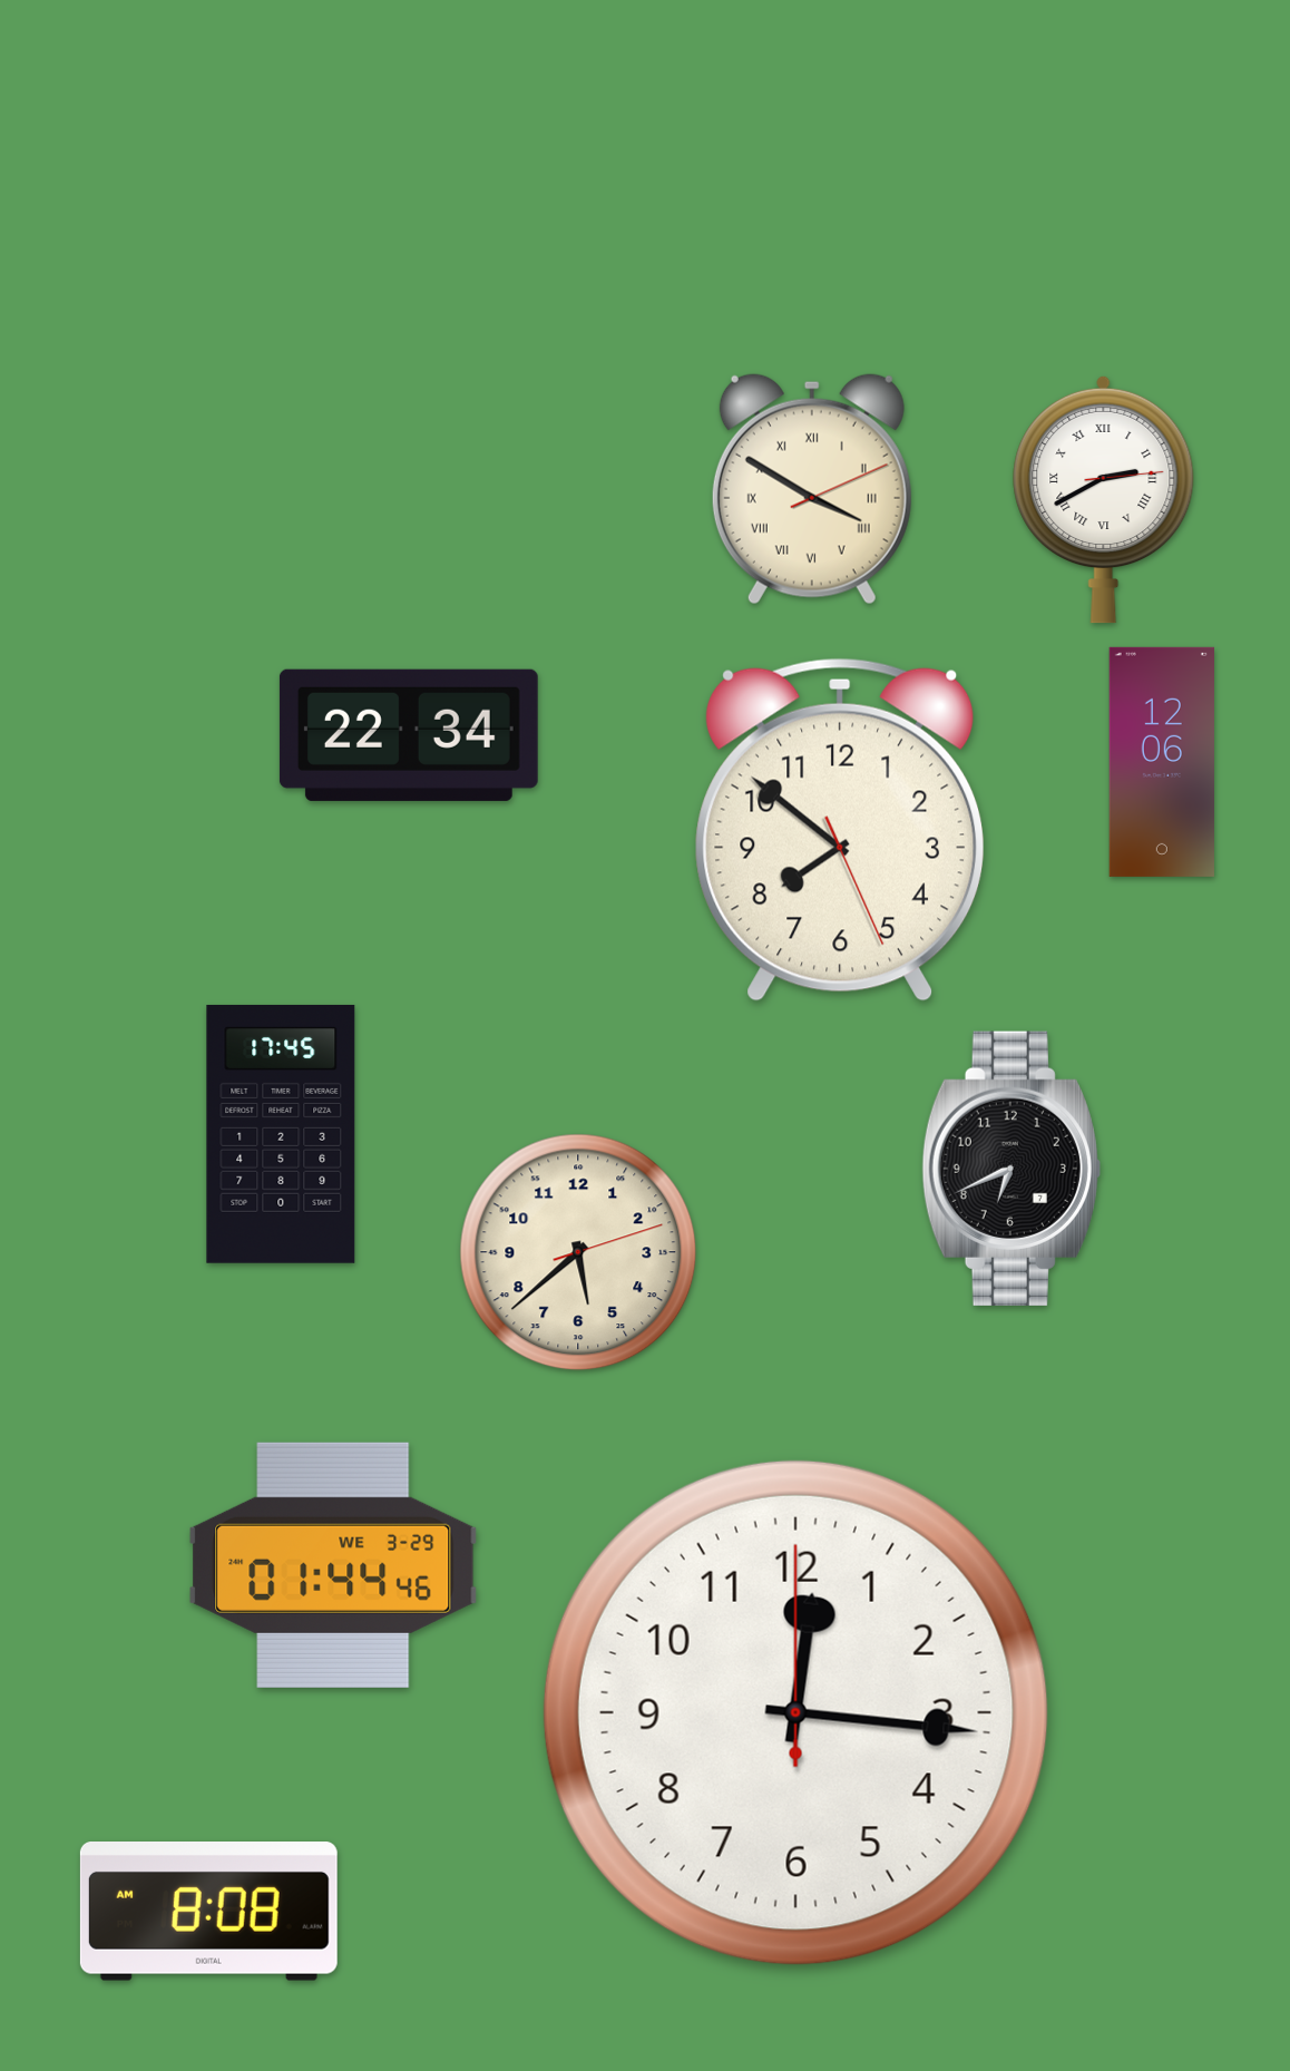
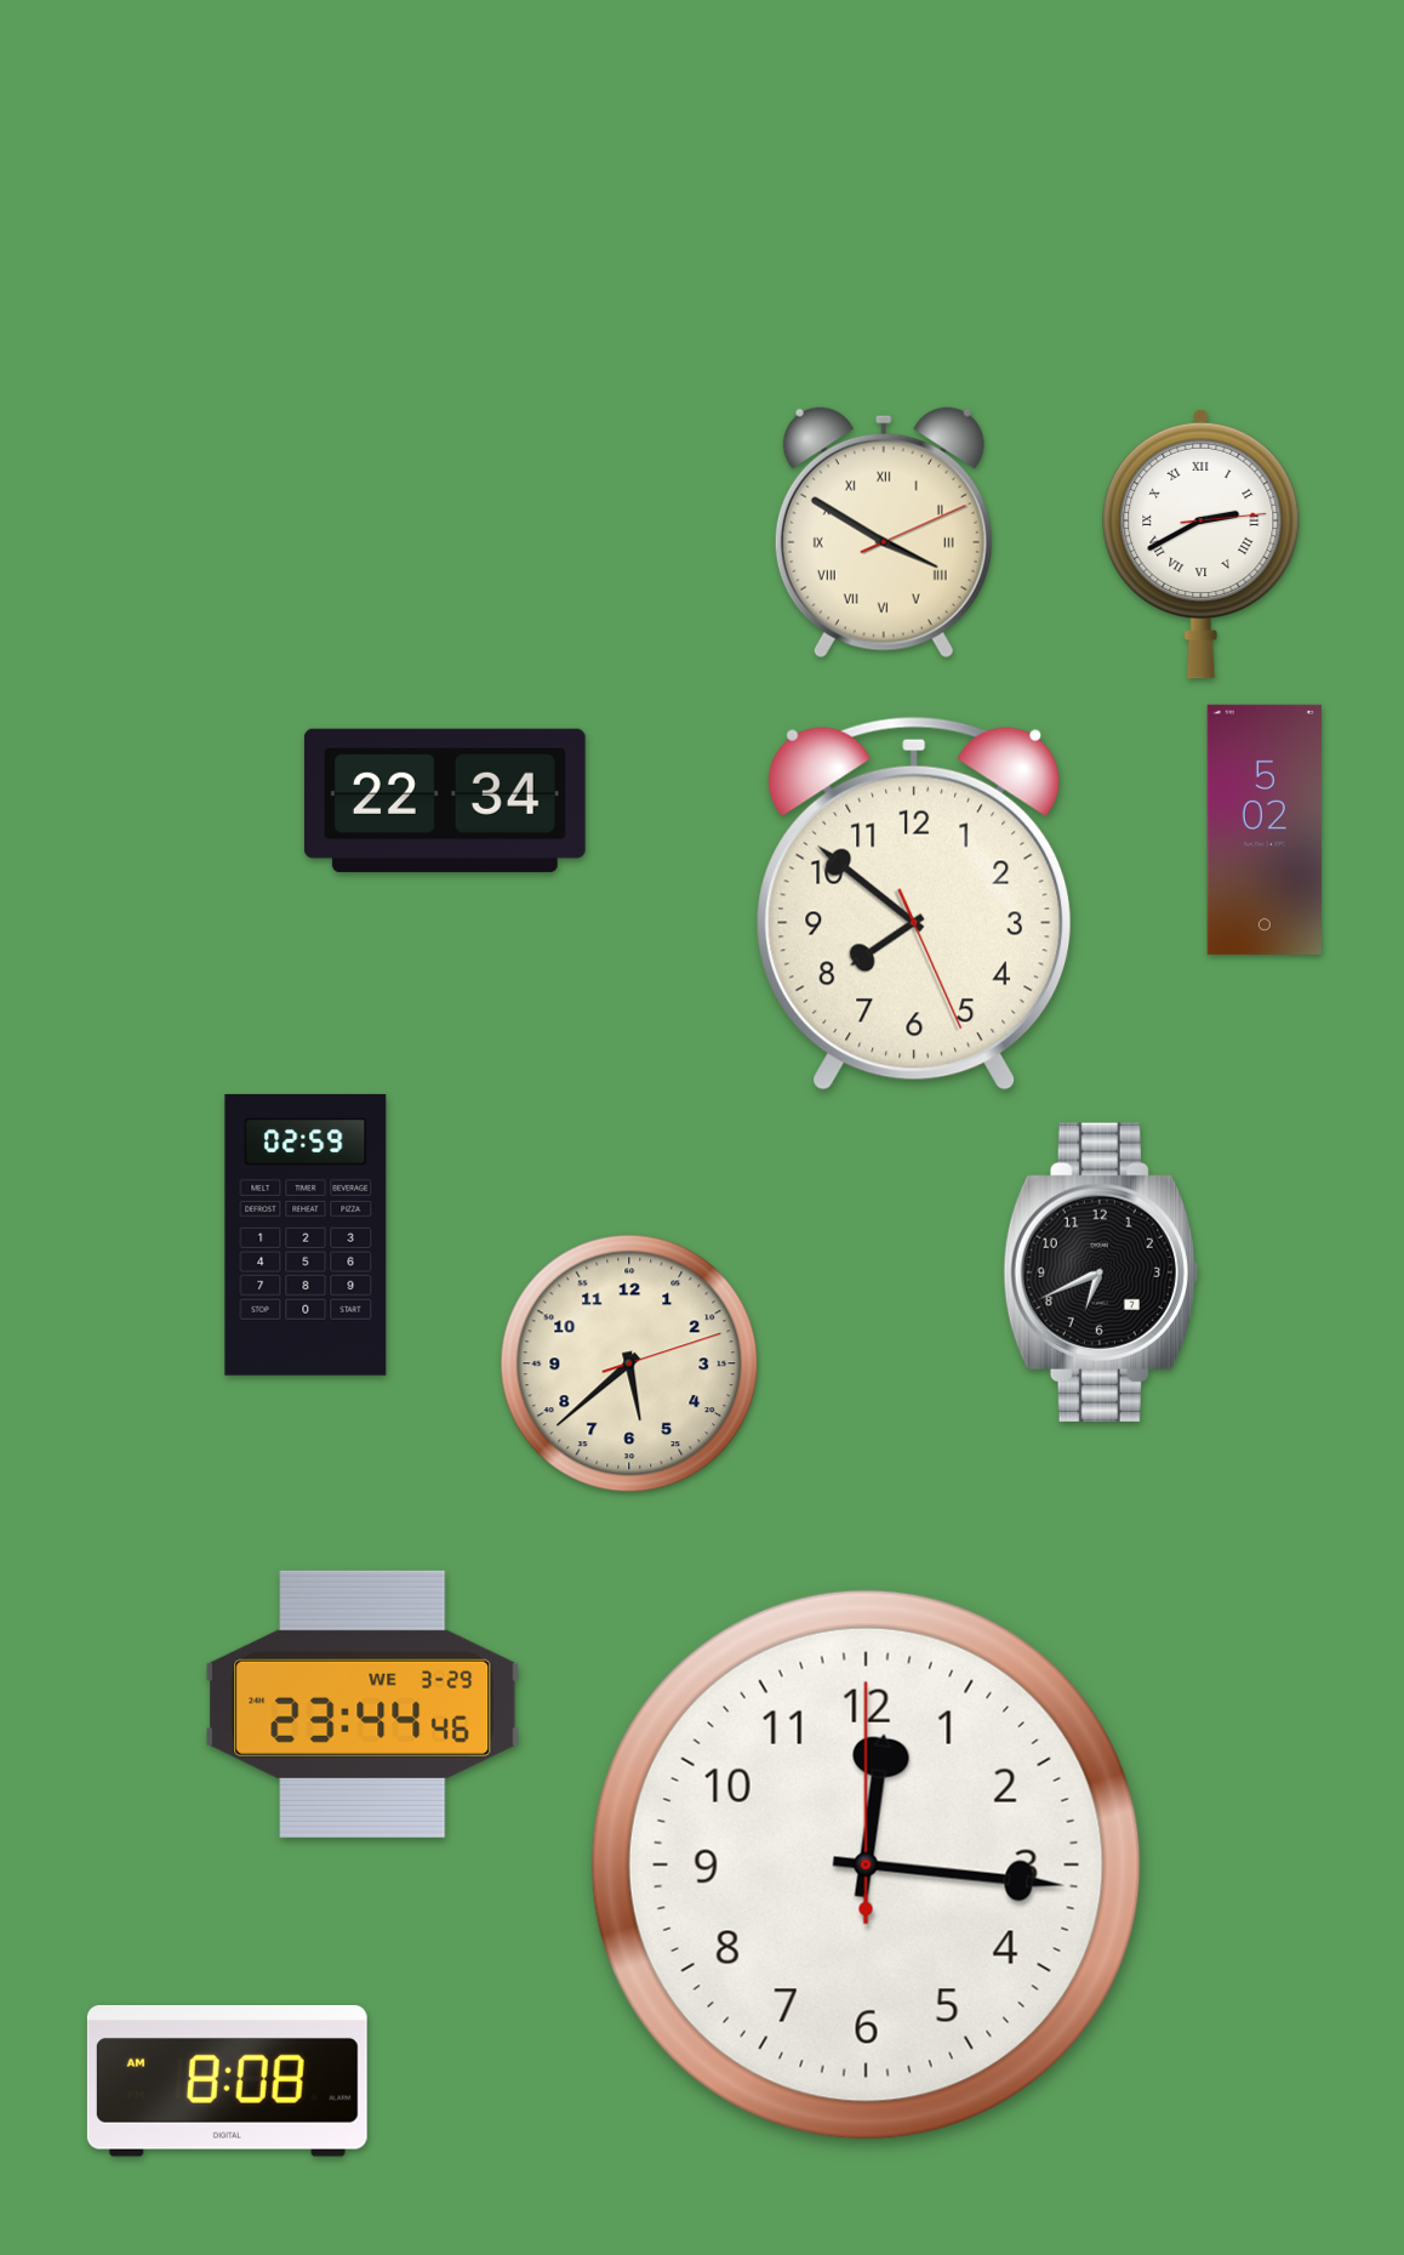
clock at (1162, 762): 12:06 -> 5:02
clock at (281, 1134): 17:45 -> 02:59
clock at (333, 1565): 01:44 -> 23:44
